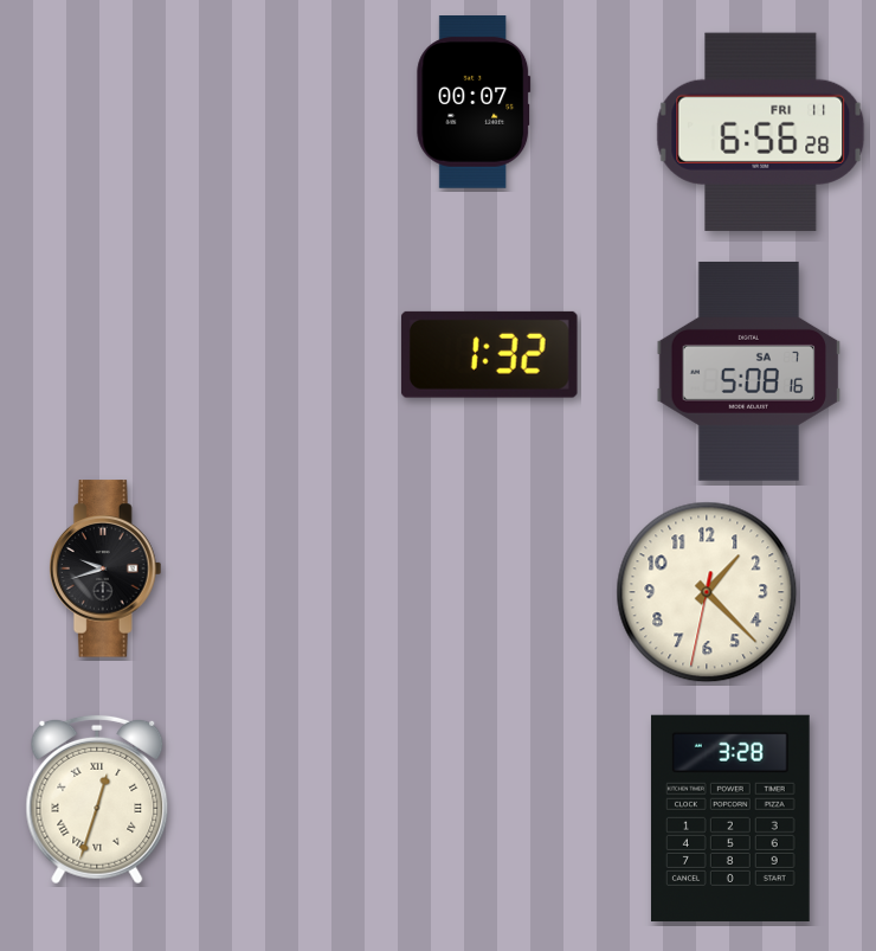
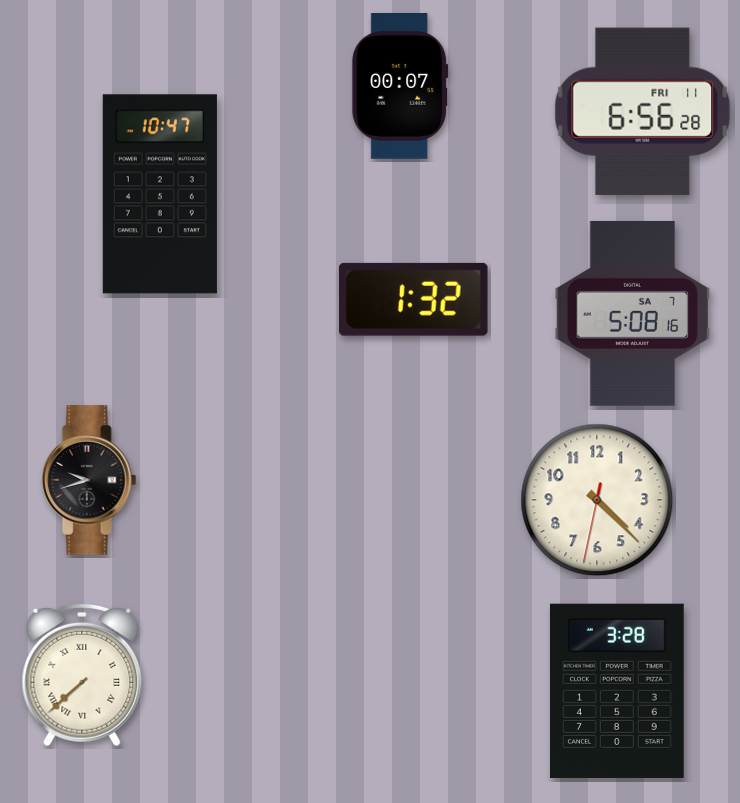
clock at (160, 194): none -> 10:47
clock at (707, 592): 1:22 -> 4:22
clock at (97, 799): 12:33 -> 7:38
